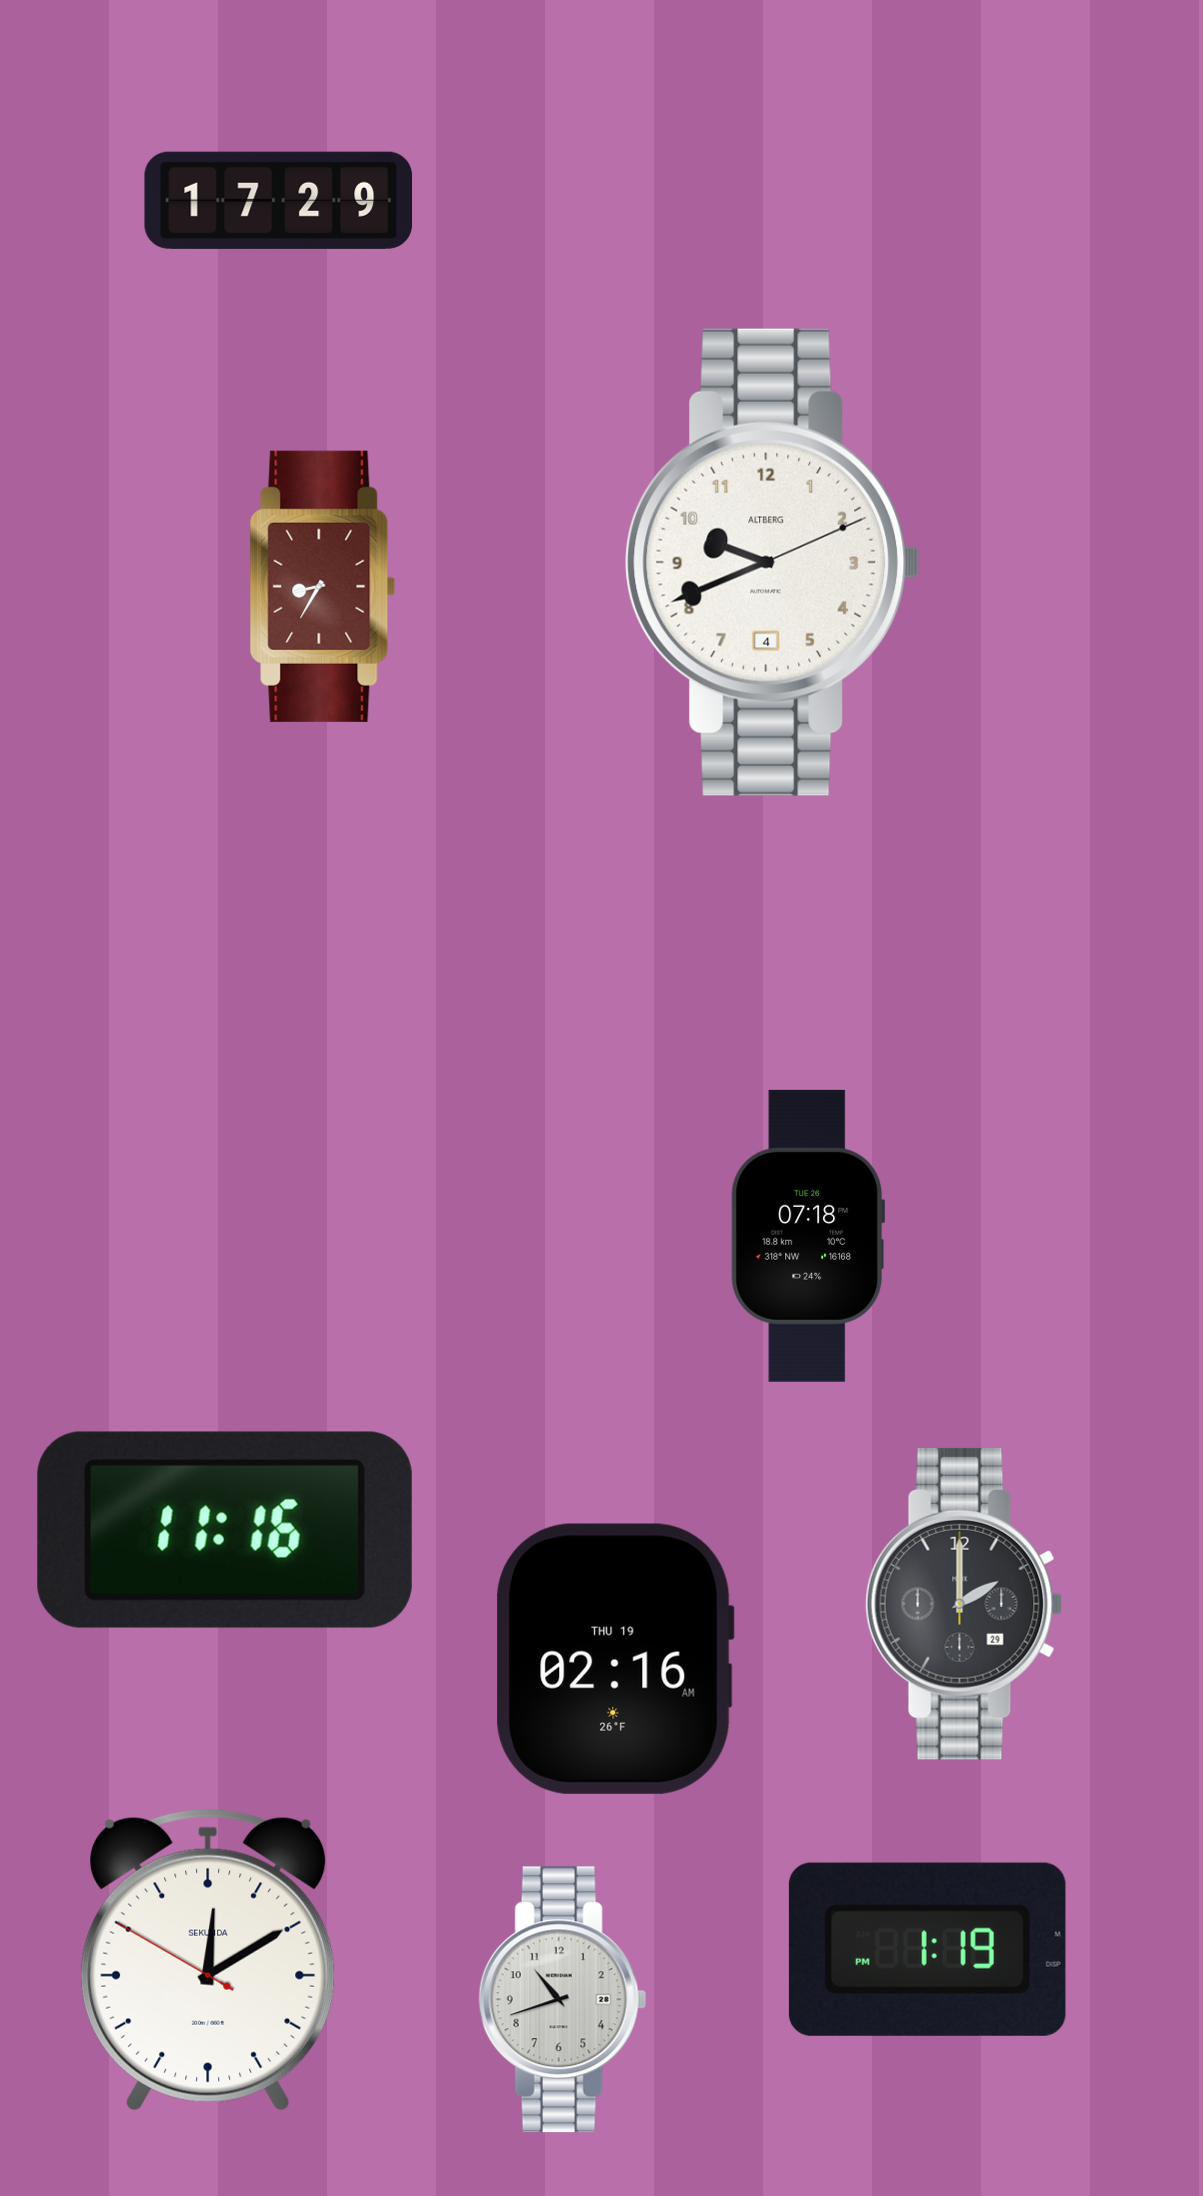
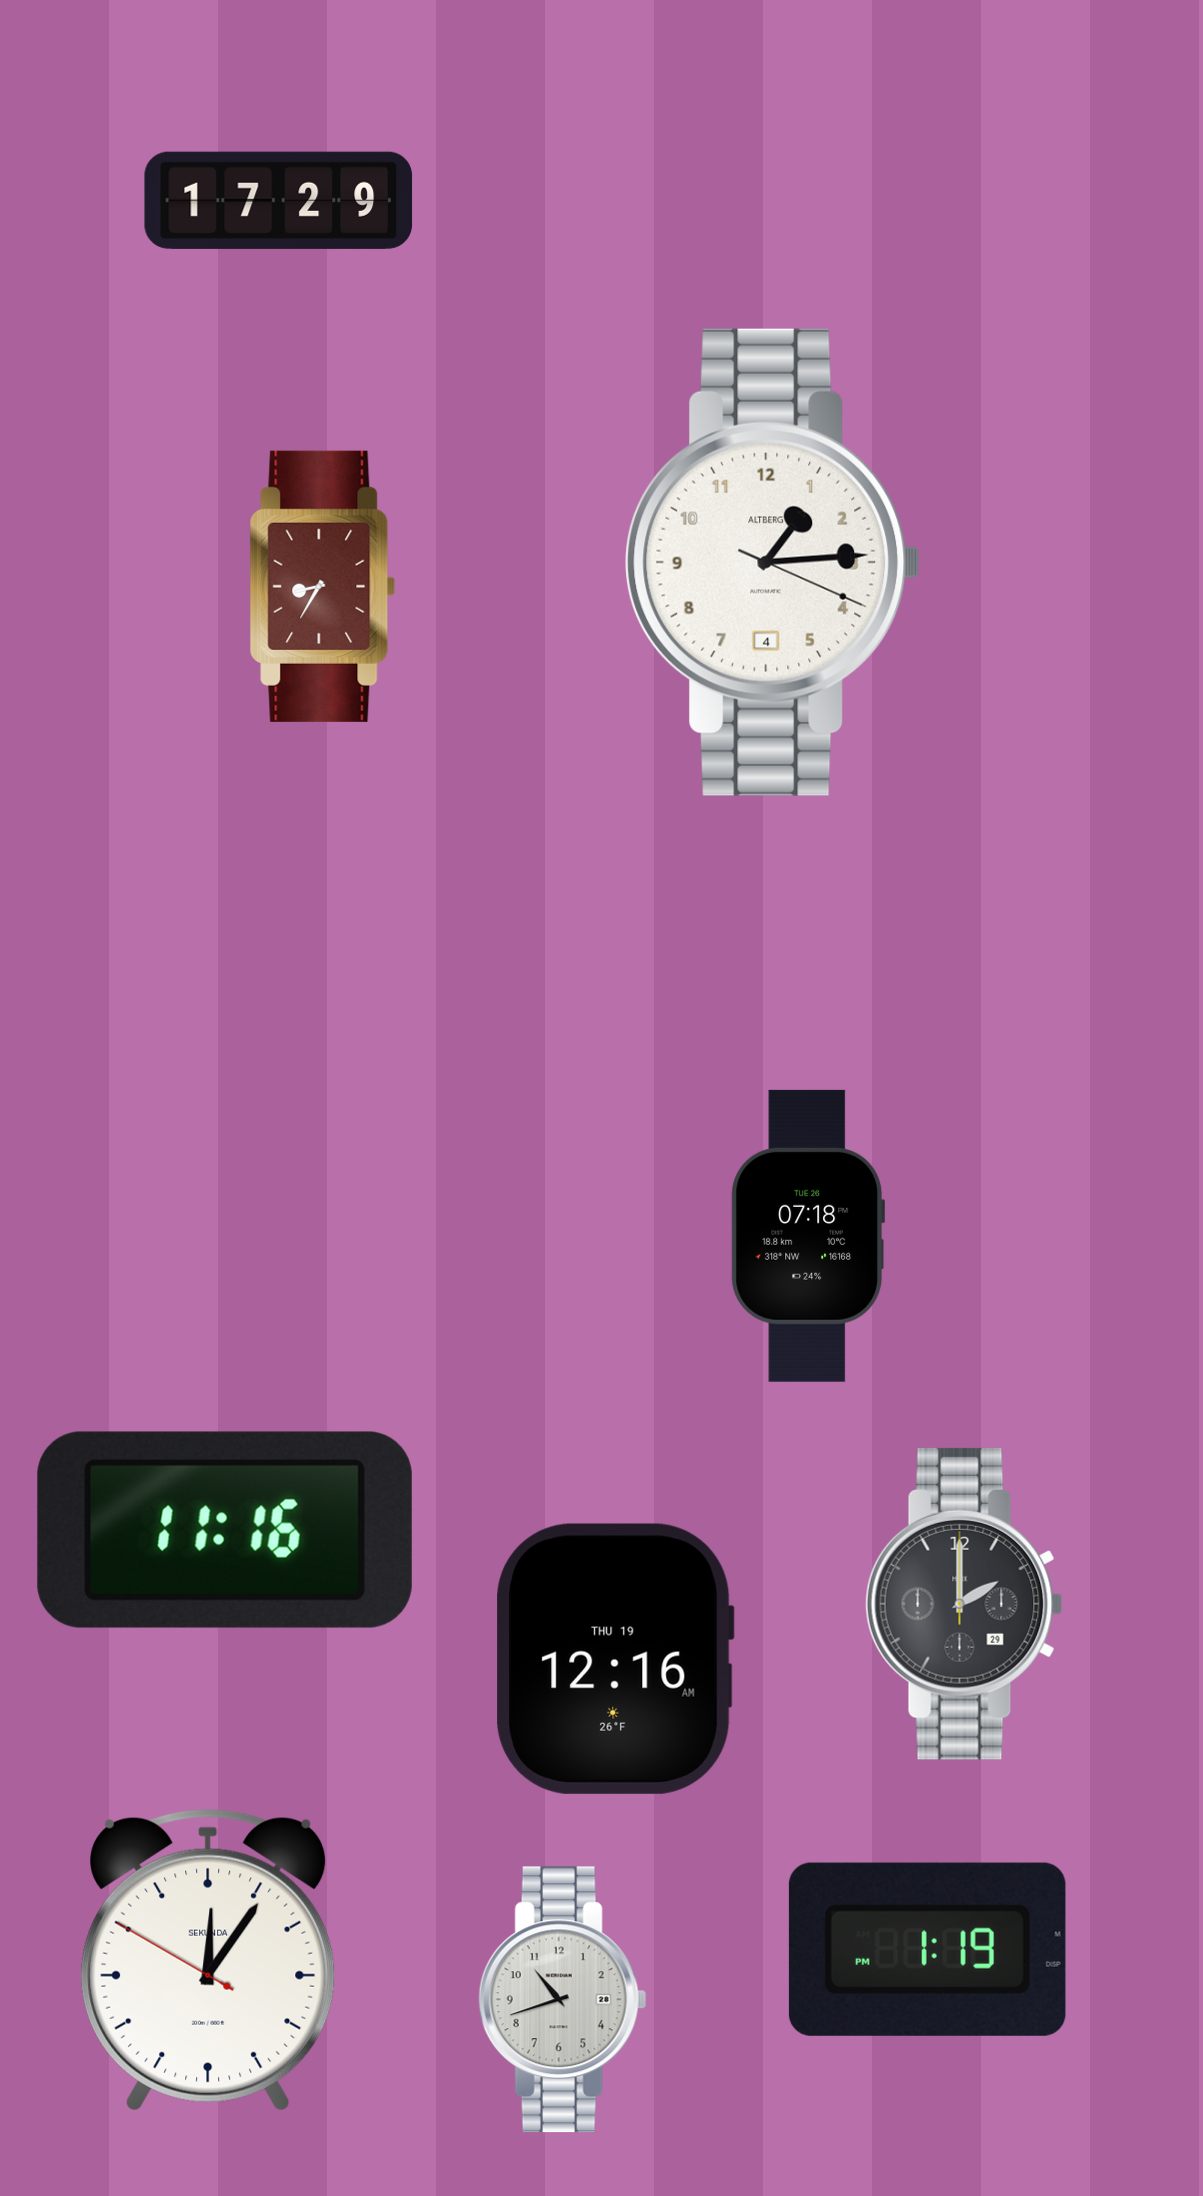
clock at (773, 562): 9:41 -> 1:14
clock at (615, 1659): 02:16 -> 12:16
clock at (208, 1960): 12:09 -> 12:05
